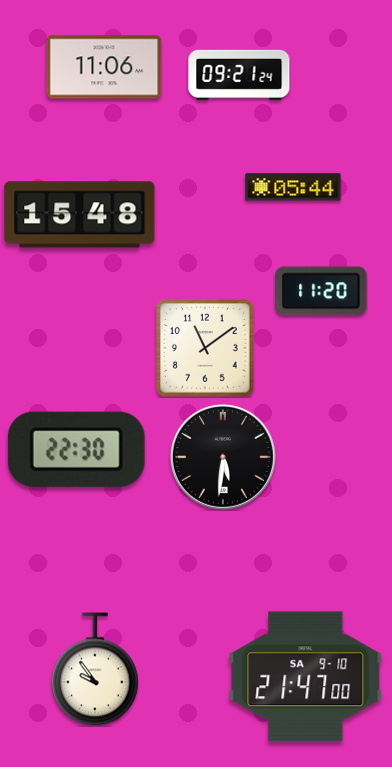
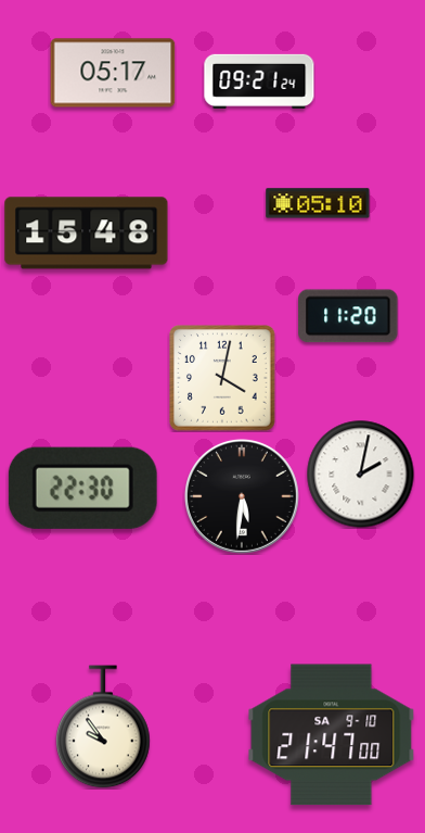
clock at (104, 67): 11:06 -> 05:17
clock at (293, 187): 05:44 -> 05:10
clock at (206, 349): 11:09 -> 4:02
clock at (361, 475): none -> 2:02
